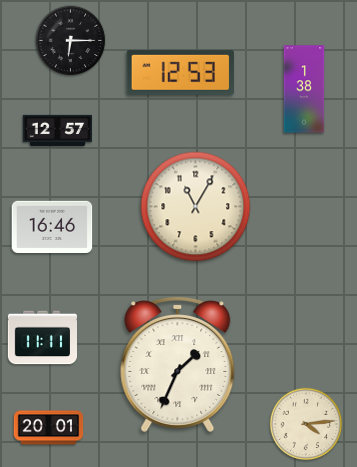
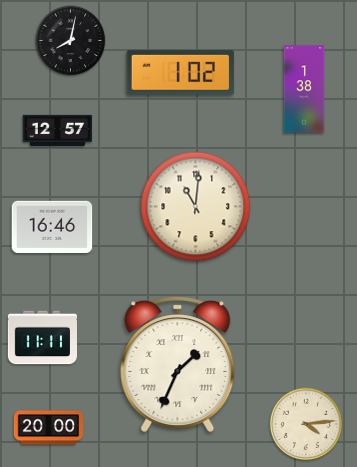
clock at (71, 41): 6:15 -> 8:02
clock at (180, 72): 12:53 -> 1:02
clock at (196, 207): 11:05 -> 11:01
clock at (49, 428): 20:01 -> 20:00
